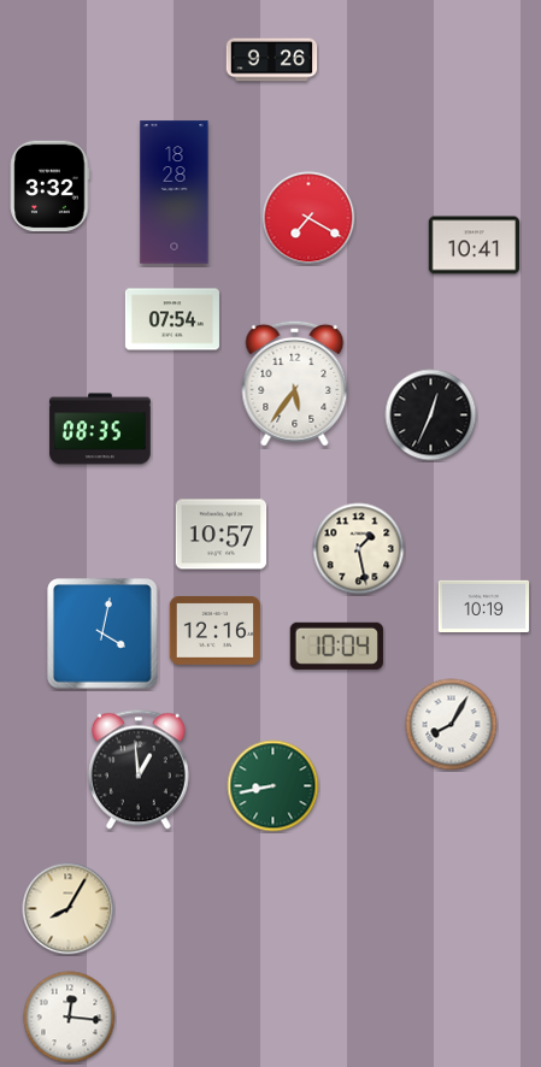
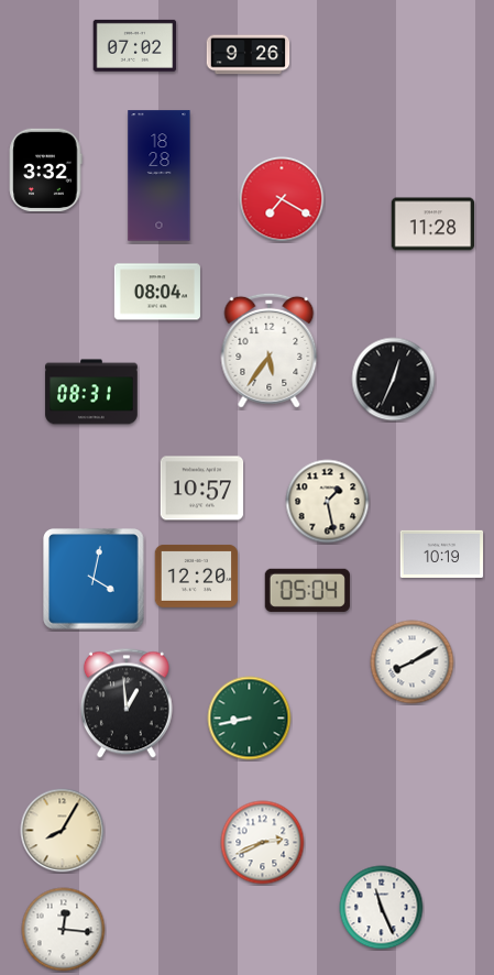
clock at (135, 45): none -> 07:02
clock at (475, 246): 10:41 -> 11:28
clock at (172, 319): 07:54 -> 08:04
clock at (100, 429): 08:35 -> 08:31
clock at (216, 630): 12:16 -> 12:20
clock at (336, 645): 10:04 -> 05:04
clock at (452, 725): 8:05 -> 8:10
clock at (263, 843): none -> 2:41
clock at (382, 908): none -> 11:26
